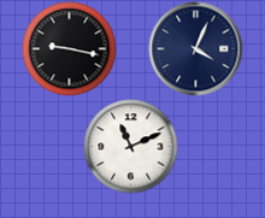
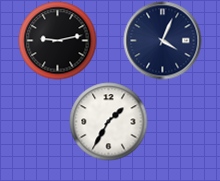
clock at (69, 48): 9:17 -> 9:13
clock at (130, 146): 11:11 -> 1:35
